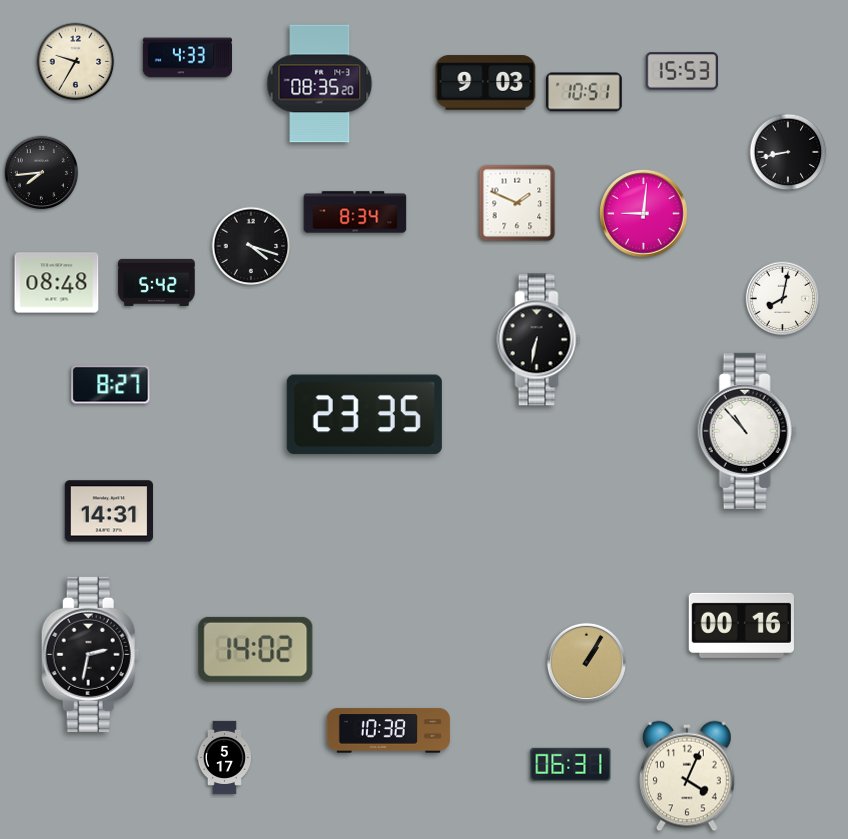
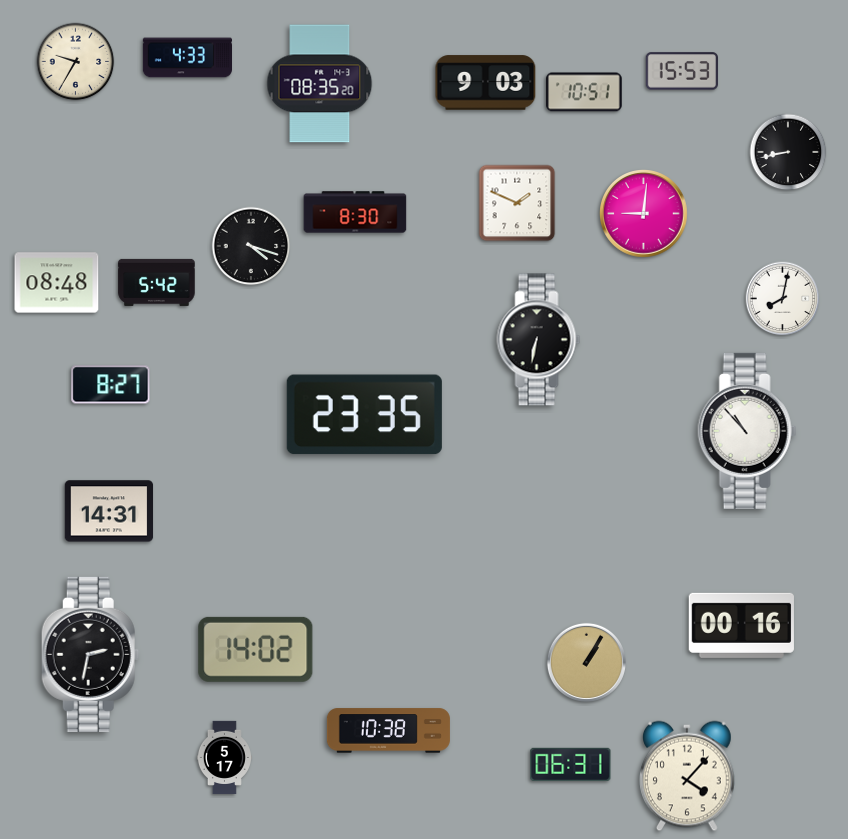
clock at (42, 173): 7:44 -> none
clock at (355, 212): 8:34 -> 8:30
clock at (688, 776): 4:04 -> 4:07
